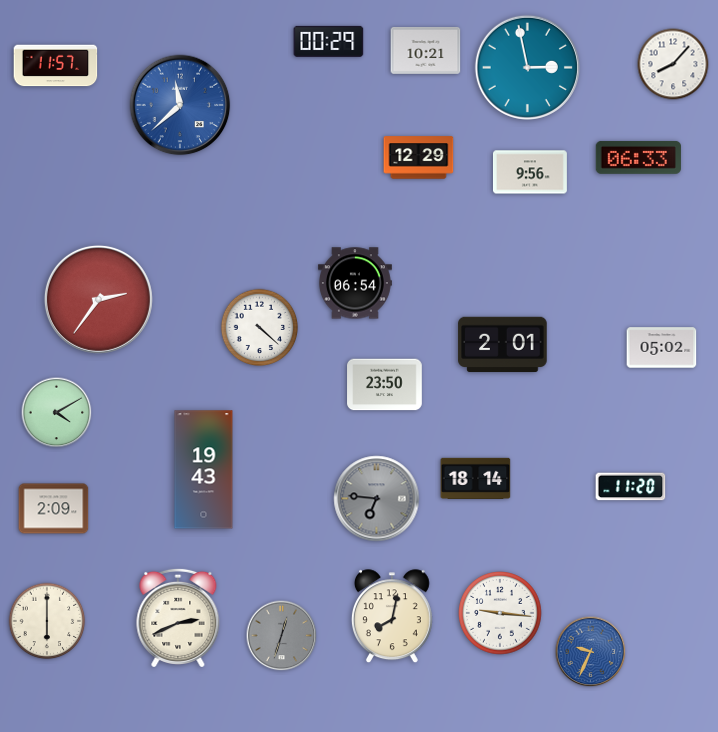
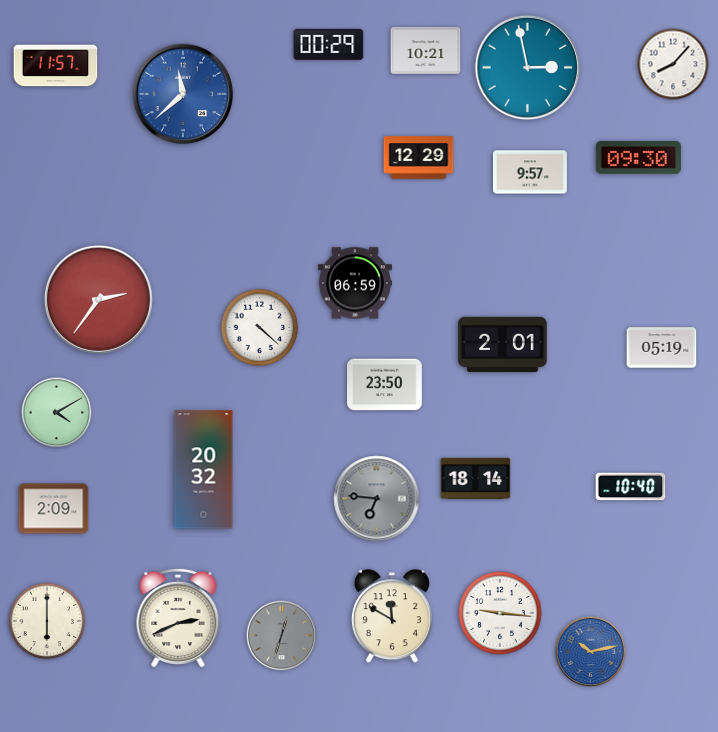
clock at (329, 41) position: (329, 41) -> (329, 44)
clock at (180, 105) position: (180, 105) -> (183, 94)
clock at (638, 157): 06:33 -> 09:30
clock at (530, 172): 9:56 -> 9:57
clock at (355, 283): 06:54 -> 06:59
clock at (662, 348): 05:02 -> 05:19
clock at (204, 470): 19:43 -> 20:32
clock at (631, 487): 11:20 -> 10:40
clock at (392, 617): 8:02 -> 11:50
clock at (591, 652): 9:34 -> 10:13
